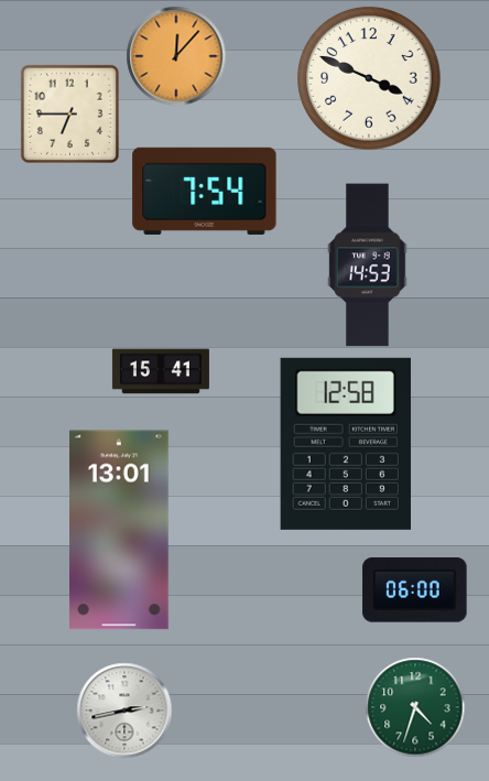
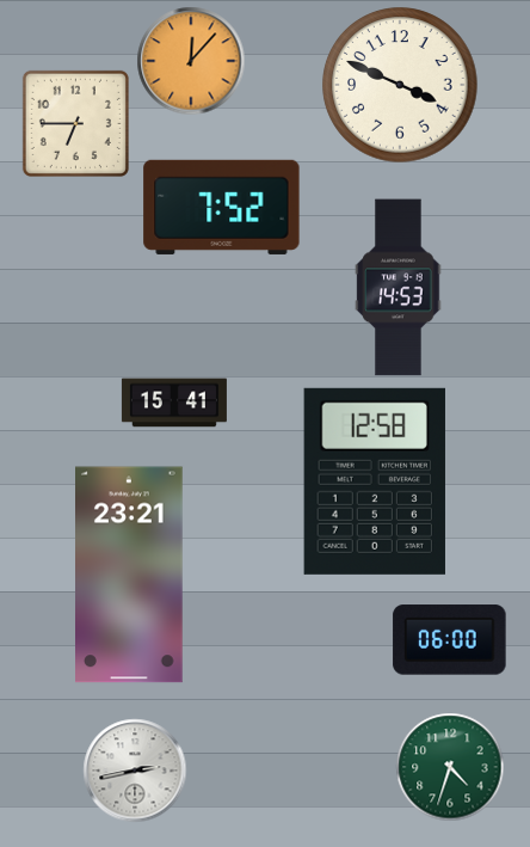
clock at (205, 191): 7:54 -> 7:52
clock at (120, 530): 13:01 -> 23:21
